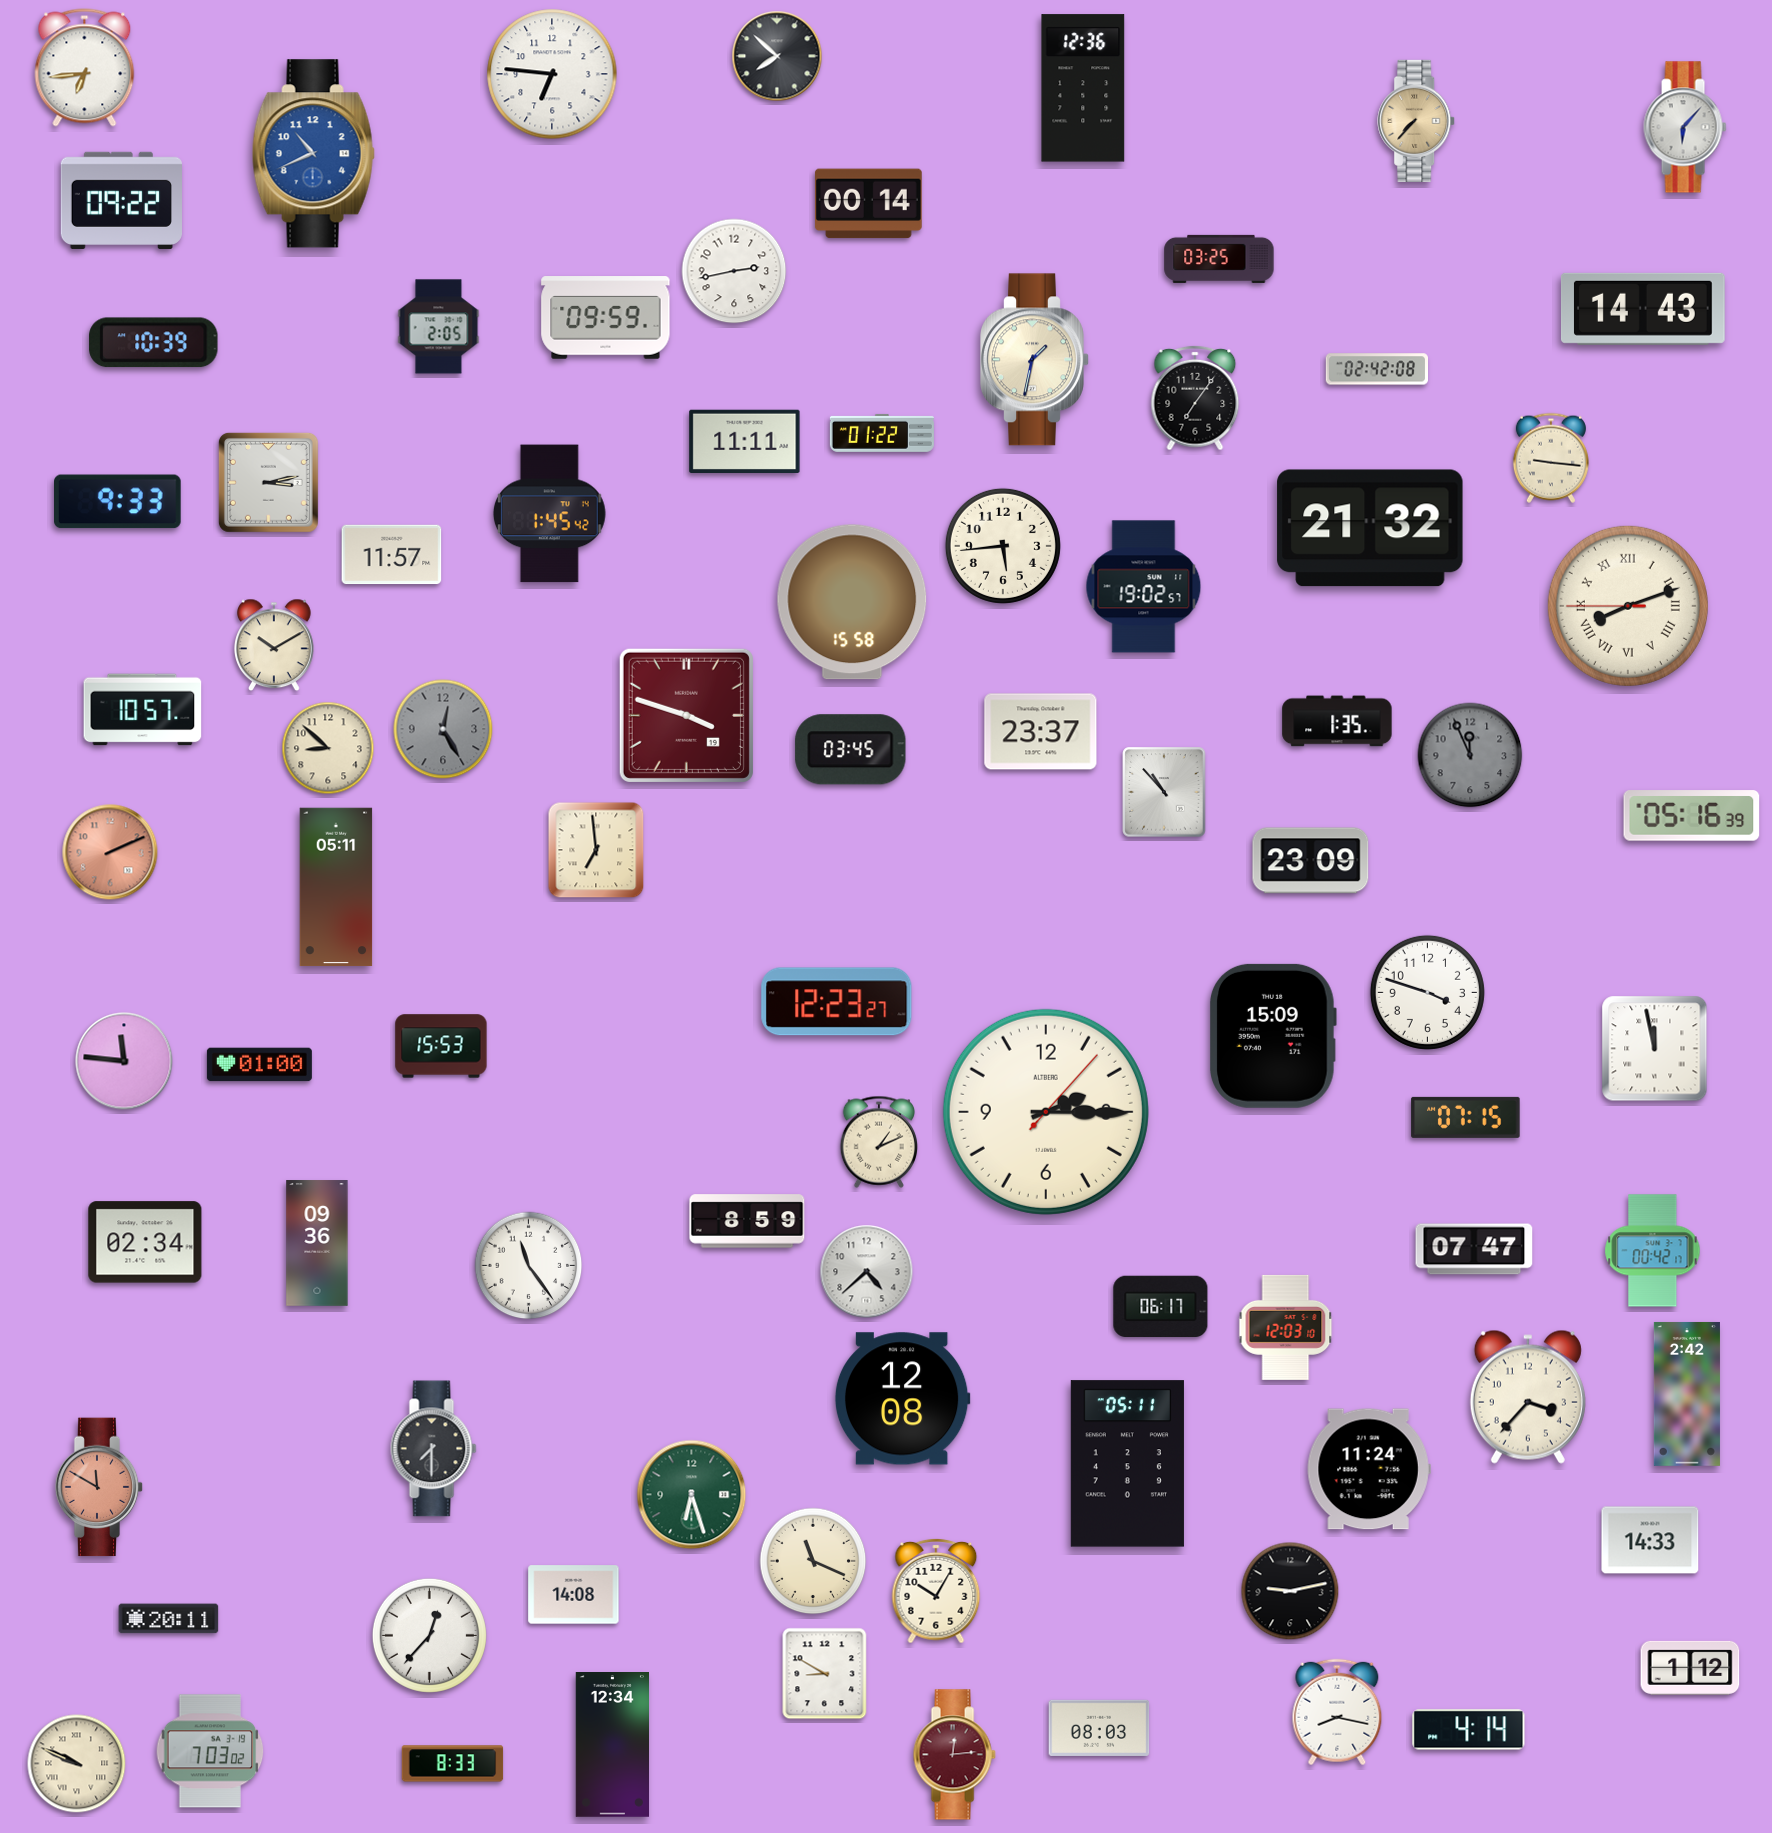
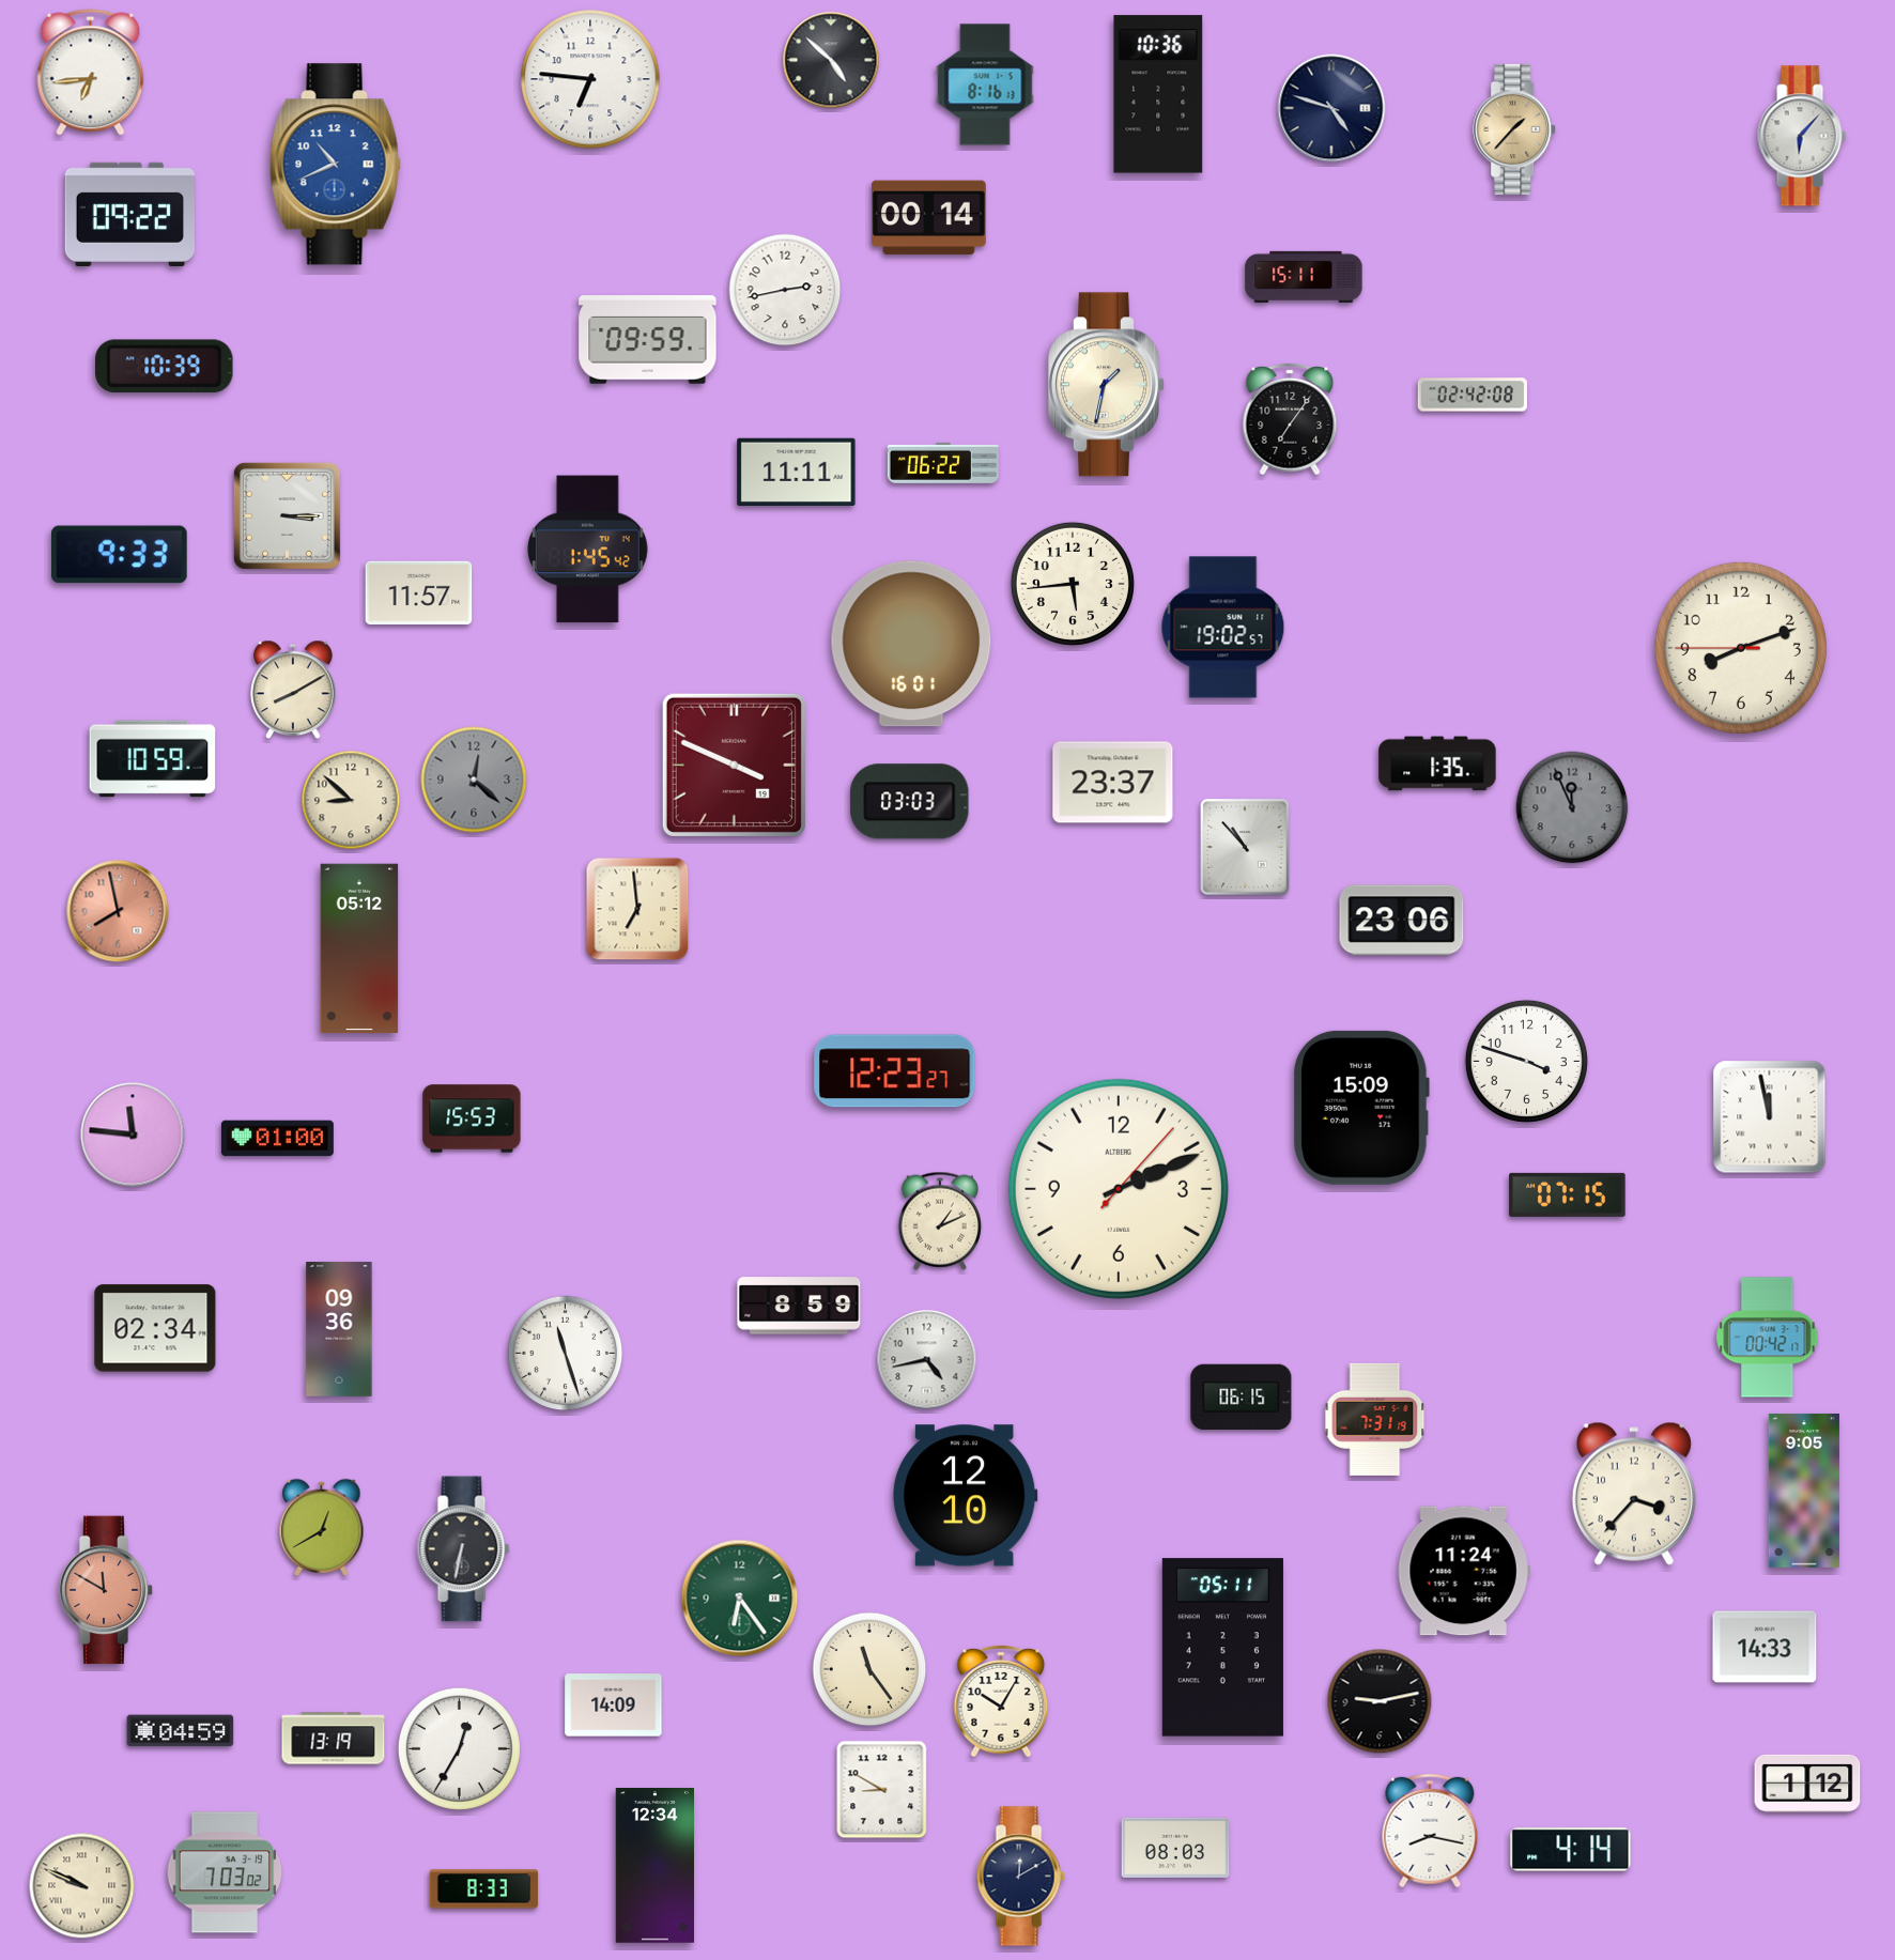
clock at (777, 56): 7:52 -> 4:52
clock at (985, 84): none -> 8:16
clock at (1083, 88): 12:36 -> 10:36
clock at (1331, 108): none -> 4:48
clock at (1417, 121): 7:37 -> 1:37
clock at (1219, 259): 03:25 -> 15:11
clock at (1643, 309): 14:43 -> none
clock at (439, 327): 2:05 -> none
clock at (1195, 398) position: (1195, 398) -> (1290, 419)
clock at (882, 433): 01:22 -> 06:22
clock at (1551, 458): 9:16 -> none
clock at (268, 482): 3:13 -> 3:15
clock at (118, 502) position: (118, 502) -> (120, 555)
clock at (1370, 528): 21:32 -> none
clock at (852, 602): 15:58 -> 16:01
clock at (1628, 606) numerals: Roman -> Arabic
clock at (275, 645): 10:10 -> 8:10
clock at (143, 710): 10:57 -> 10:59
clock at (686, 715): 3:48 -> 3:49
clock at (1337, 721) position: (1337, 721) -> (1437, 763)
clock at (443, 729): 12:25 -> 12:22
clock at (851, 750): 03:45 -> 03:03
clock at (1692, 816): 05:16 -> none
clock at (110, 852): 2:11 -> 7:58
clock at (1311, 861): 23:09 -> 23:06
clock at (336, 887): 05:11 -> 05:12
clock at (1655, 1049) position: (1655, 1049) -> (1770, 1117)
clock at (1046, 1112): 2:15 -> 2:11
clock at (1474, 1249): 07:47 -> none
clock at (529, 1266): 11:24 -> 11:27
clock at (867, 1272): 4:38 -> 4:43
clock at (1161, 1306): 06:17 -> 06:15
clock at (1286, 1327): 12:03 -> 7:31
clock at (1687, 1394): 2:42 -> 9:05
clock at (902, 1399): 12:08 -> 12:10
clock at (322, 1527): none -> 12:40
clock at (434, 1449): 7:30 -> 6:32
clock at (1127, 1464) position: (1127, 1464) -> (1222, 1648)
clock at (692, 1495): 6:27 -> 6:24
clock at (813, 1561): 11:19 -> 11:24
clock at (574, 1595): 14:08 -> 14:09
clock at (169, 1619): 20:11 -> 04:59
clock at (334, 1739): none -> 13:19
clock at (429, 1635): 12:37 -> 12:35
clock at (954, 1755): 12:14 -> 12:10
clock at (954, 1755) dial: burgundy -> navy
clock at (453, 1764) position: (453, 1764) -> (484, 1889)
